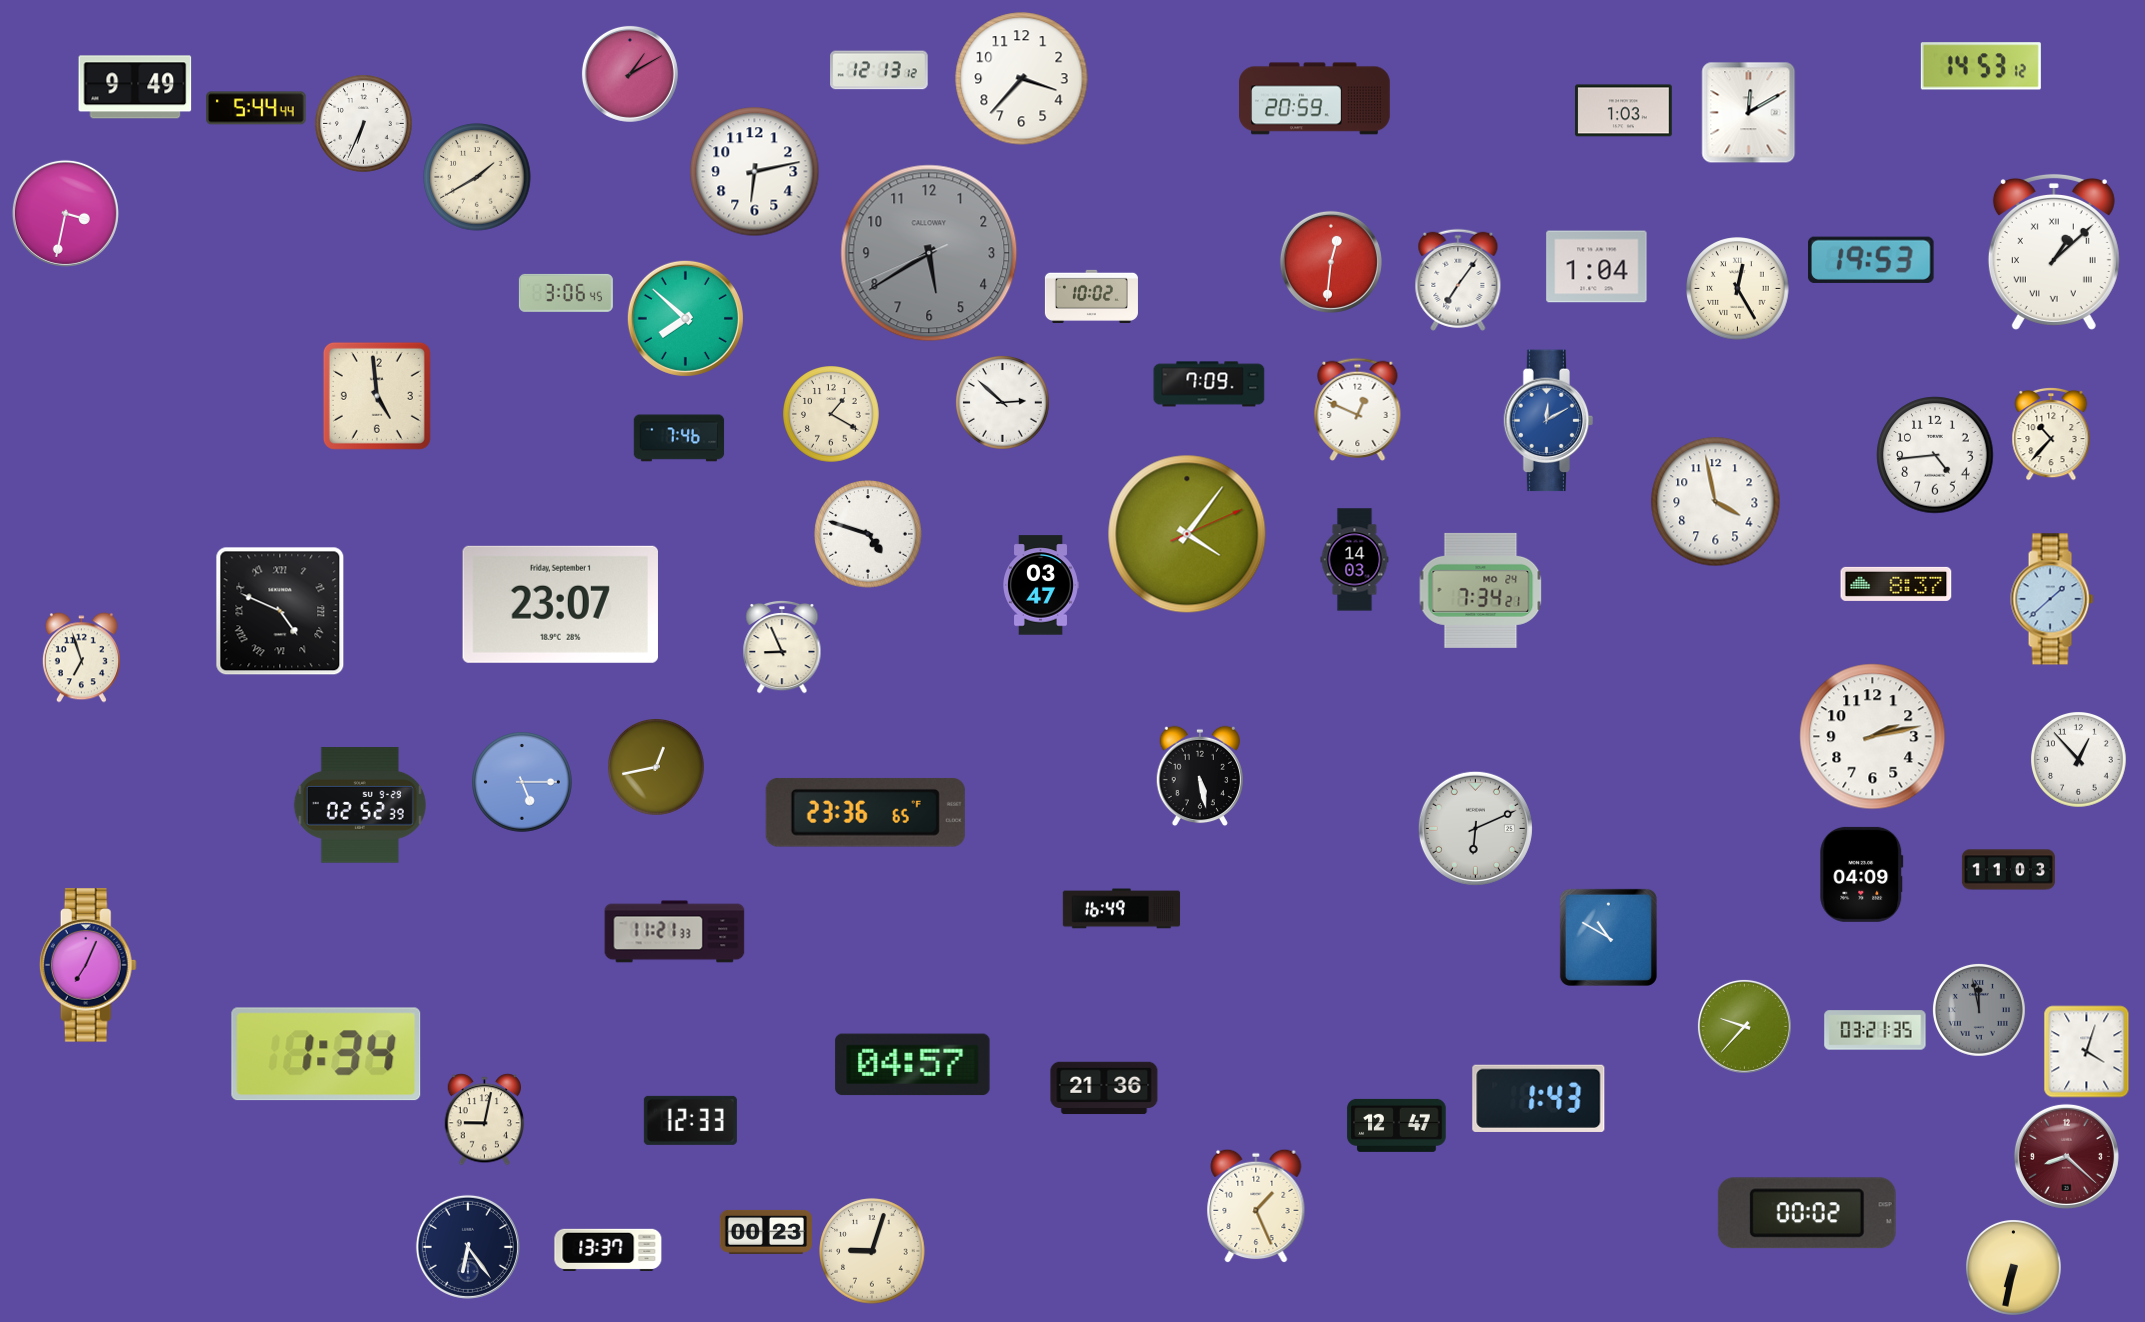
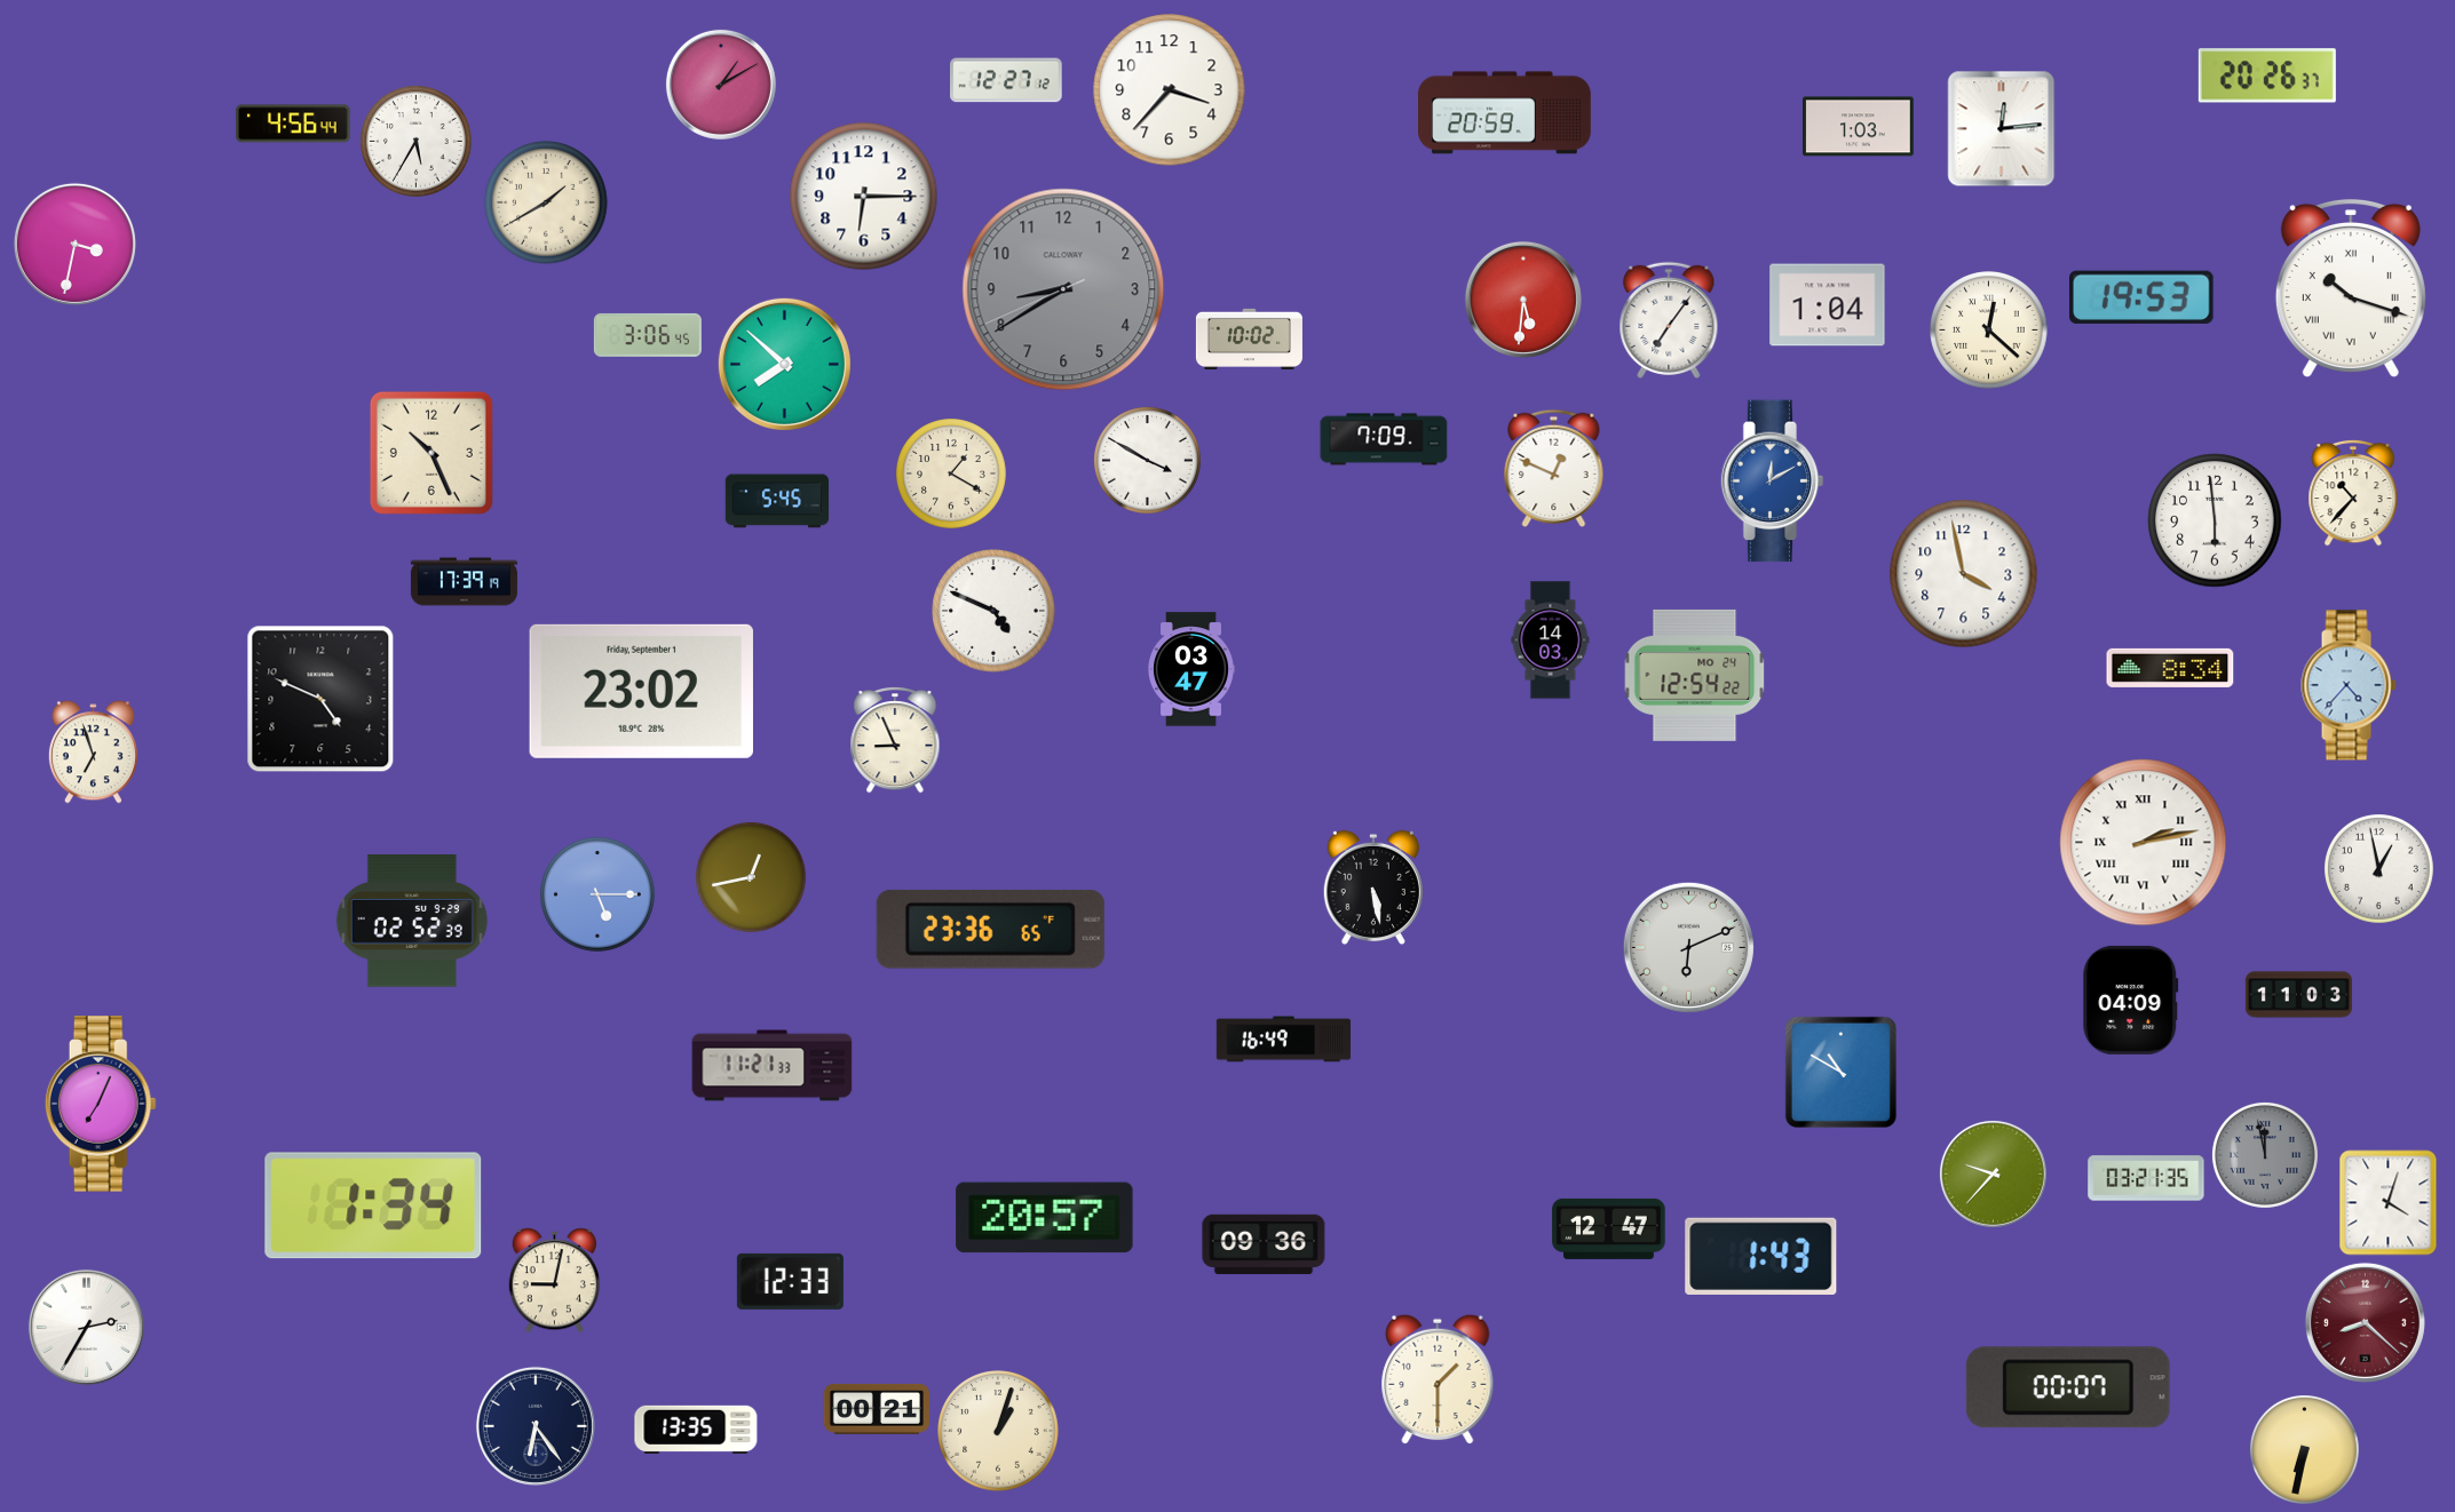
clock at (1981, 66): 14:53 -> 20:26
clock at (879, 70): 12:13 -> 12:27
clock at (135, 87): 9:49 -> none
clock at (256, 108): 5:44 -> 4:56
clock at (1749, 113): 12:10 -> 12:14
clock at (364, 124): 6:34 -> 5:35
clock at (755, 172): 6:13 -> 6:15
clock at (2054, 252): 1:08 -> 10:18
clock at (929, 253): 5:39 -> 8:39
clock at (1331, 262): 12:31 -> 5:31
clock at (1738, 289): 12:25 -> 12:22
clock at (377, 396): 4:59 -> 10:26
clock at (1002, 402): 2:52 -> 3:50
clock at (2051, 434) position: (2051, 434) -> (2353, 493)
clock at (679, 438): 7:46 -> 5:45
clock at (1935, 455): 4:44 -> 5:59
clock at (464, 582): none -> 17:39
clock at (868, 534): 4:48 -> 4:49
clock at (1187, 534): 4:06 -> none
clock at (1896, 584): 8:37 -> 8:34
clock at (1481, 590): 7:34 -> 12:54
clock at (2052, 599): 1:38 -> 4:37
clock at (560, 604): 23:07 -> 23:02
clock at (280, 611) numerals: Roman -> Arabic
clock at (1873, 737) numerals: Arabic -> Roman
clock at (2079, 760): 12:53 -> 12:58
clock at (1744, 1026) position: (1744, 1026) -> (1993, 1173)
clock at (913, 1065): 04:57 -> 20:57
clock at (1104, 1088): 21:36 -> 09:36
clock at (1397, 1125) position: (1397, 1125) -> (1609, 1228)
clock at (86, 1327): none -> 2:35
clock at (1256, 1206): 1:26 -> 1:30
clock at (1807, 1213): 00:02 -> 00:07
clock at (766, 1232): 00:23 -> 00:21
clock at (608, 1250): 13:37 -> 13:35
clock at (872, 1251): 9:03 -> 1:03
